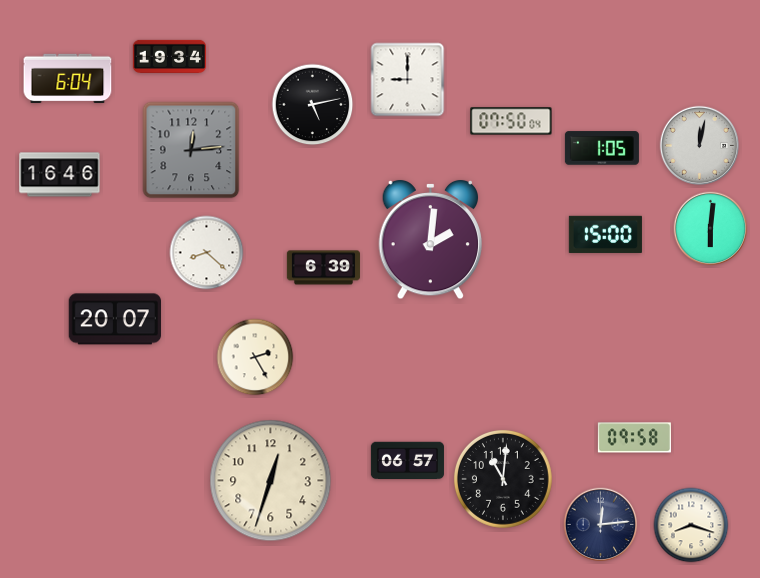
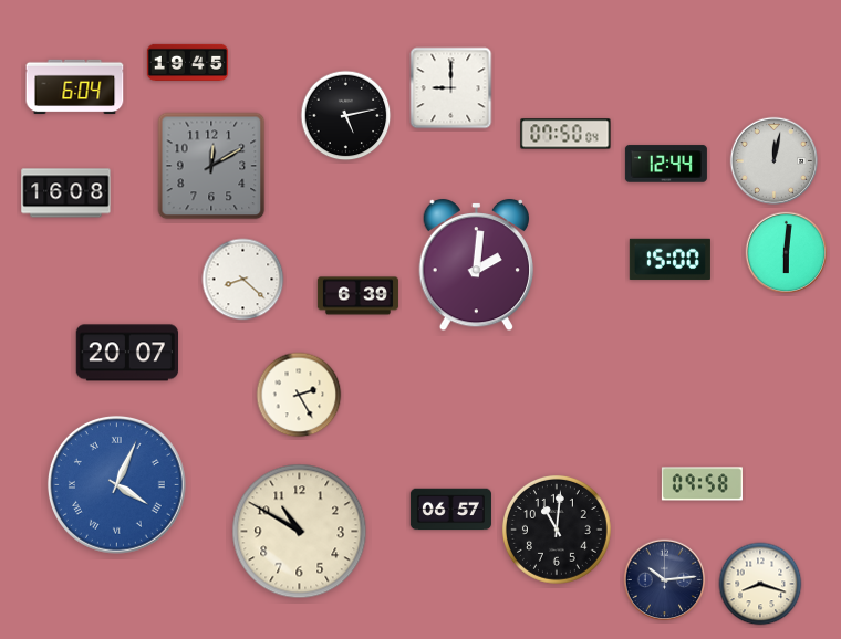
clock at (169, 56): 19:34 -> 19:45
clock at (602, 148): 1:05 -> 12:44
clock at (191, 150): 12:14 -> 12:10
clock at (60, 175): 16:46 -> 16:08
clock at (207, 253) position: (207, 253) -> (243, 280)
clock at (255, 357) position: (255, 357) -> (299, 395)
clock at (117, 485): none -> 4:04
clock at (271, 481): 12:33 -> 10:50
clock at (601, 525): 12:14 -> 10:14
clock at (691, 525) position: (691, 525) -> (760, 584)
